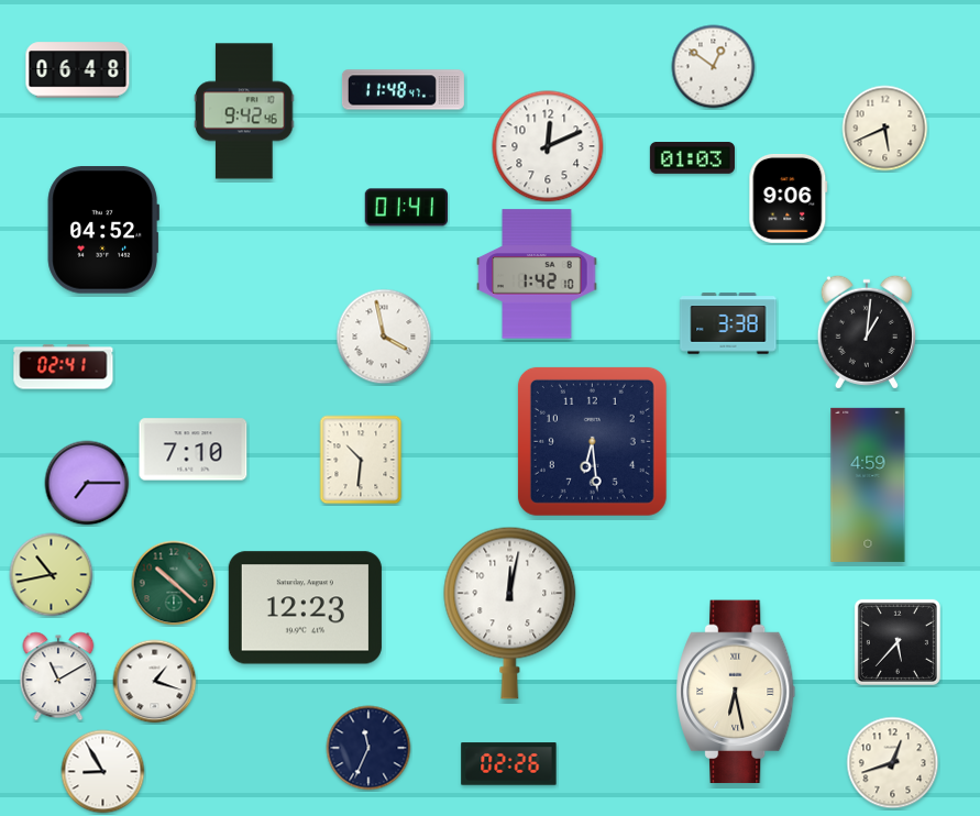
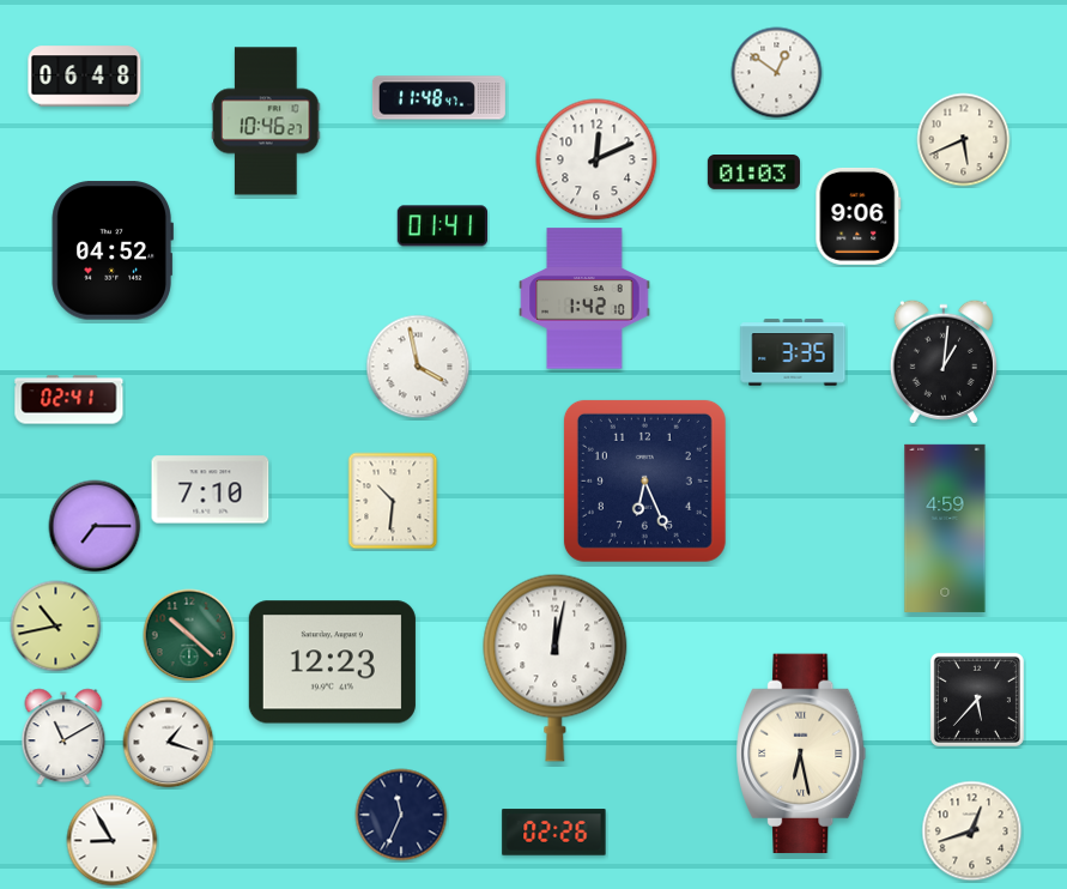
clock at (244, 111): 9:42 -> 10:46
clock at (728, 323): 3:38 -> 3:35
clock at (592, 441): 6:29 -> 6:26
